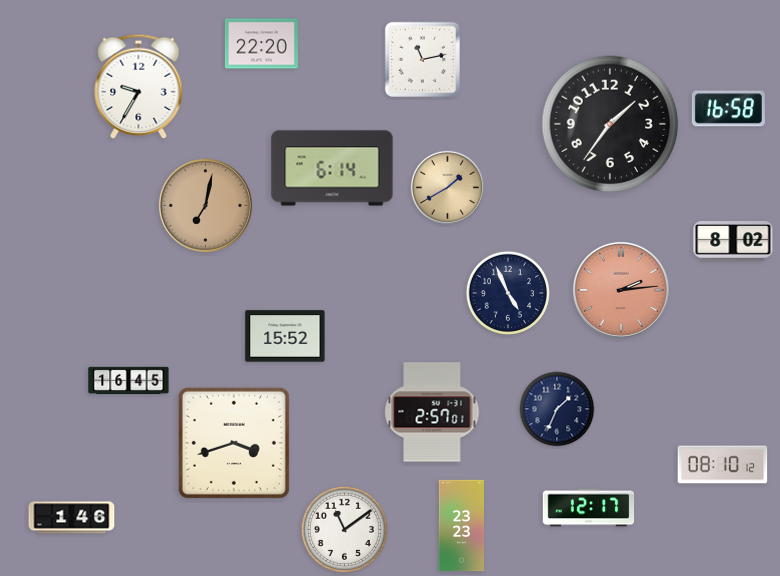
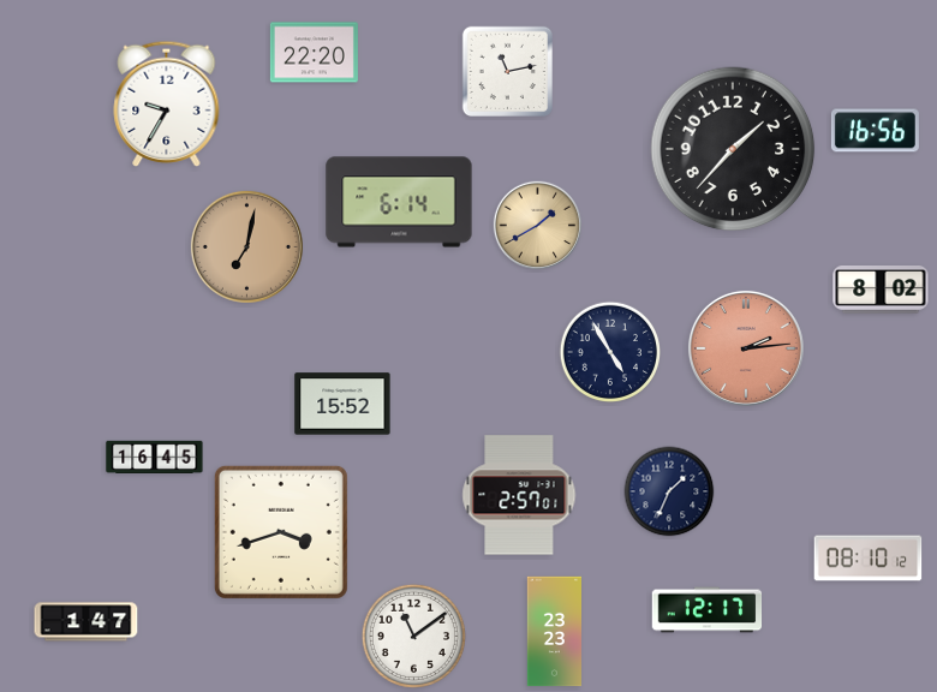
clock at (728, 109): 16:58 -> 16:56
clock at (610, 124): 1:36 -> 1:37
clock at (507, 292): 4:56 -> 4:55
clock at (72, 518): 1:46 -> 1:47
